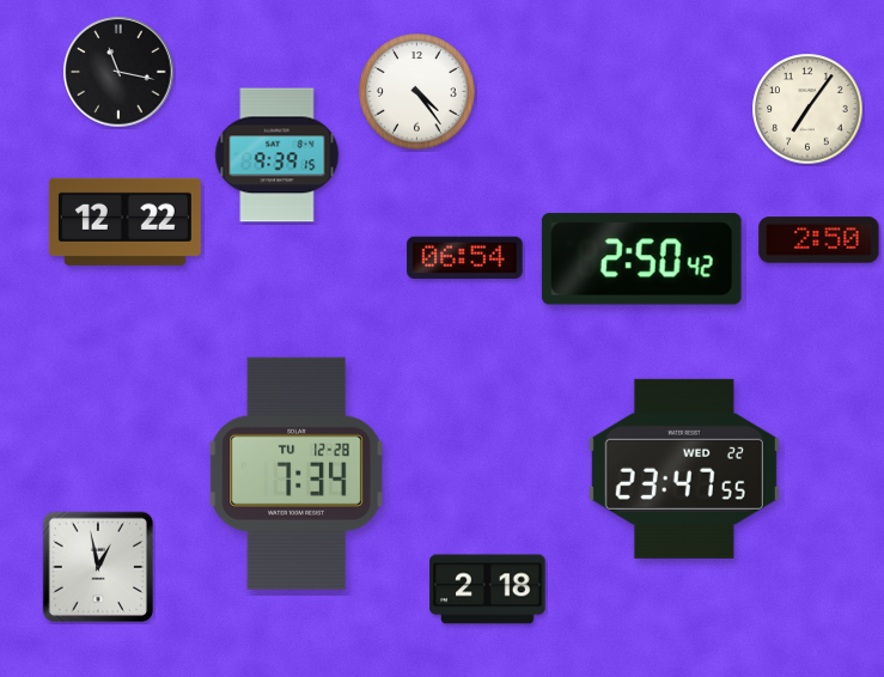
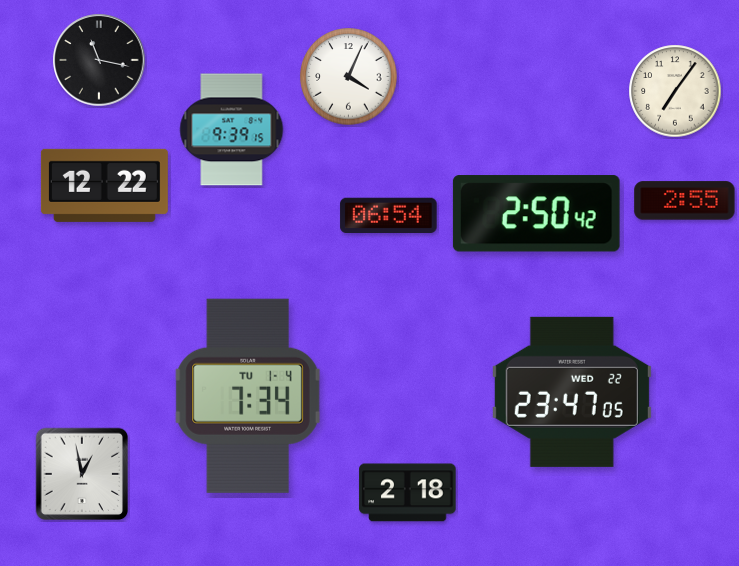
clock at (417, 92): 4:24 -> 4:04
clock at (819, 240): 2:50 -> 2:55
clock at (641, 260) position: (641, 260) -> (536, 214)
clock at (684, 469): 23:47:55 -> 23:47:05
clock at (297, 474) date: TU 12-28 -> TU 1-4
